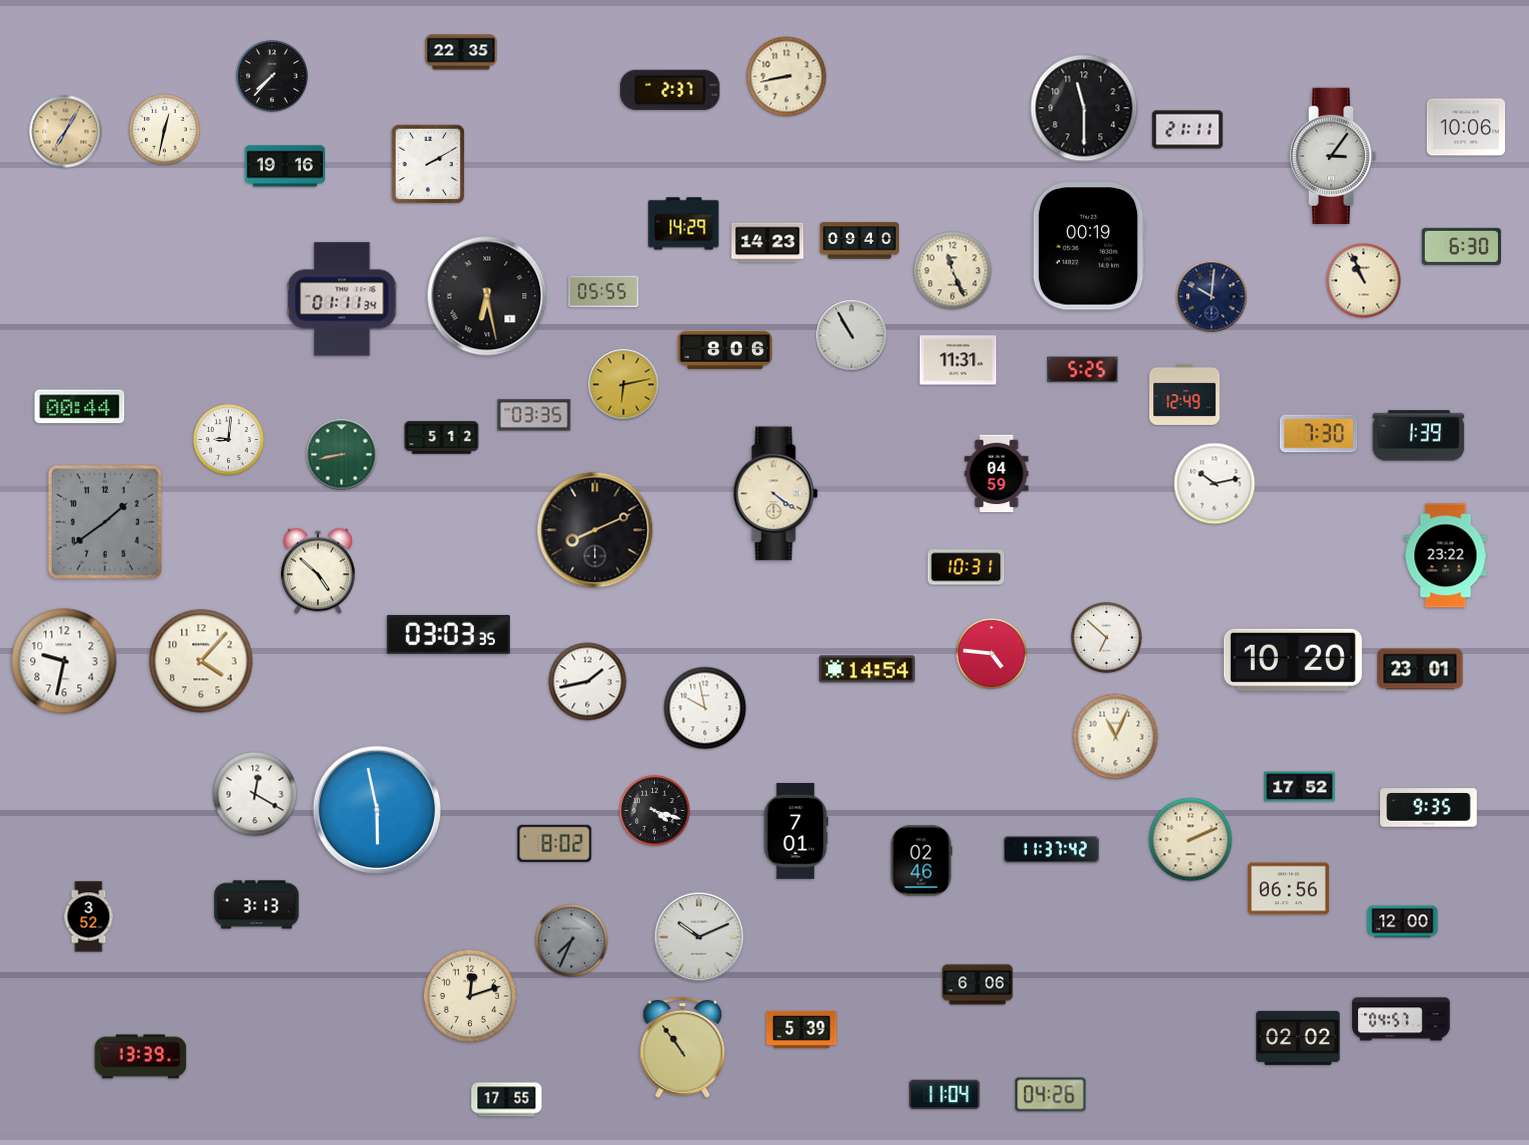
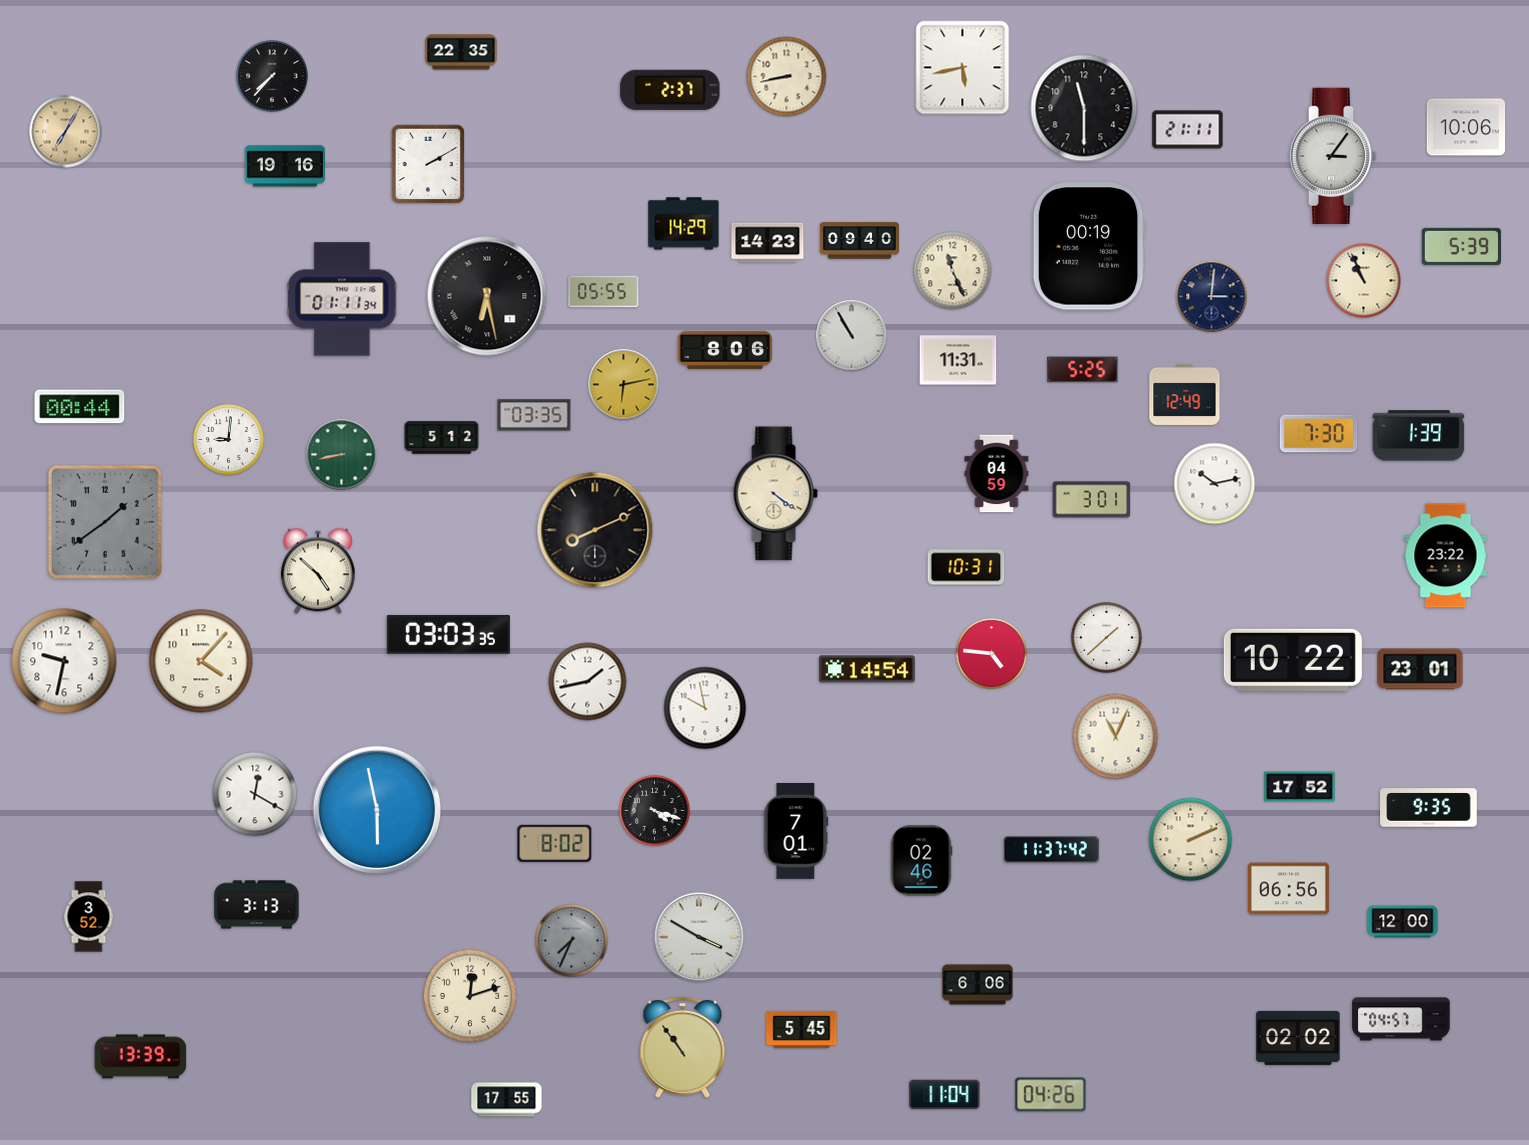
clock at (963, 68): none -> 5:43
clock at (165, 130): 12:32 -> none
clock at (1461, 246): 6:30 -> 5:39
clock at (1212, 297): 10:01 -> 3:01
clock at (1092, 500): none -> 3:01
clock at (1107, 638): 6:52 -> 1:38
clock at (1293, 660): 10:20 -> 10:22
clock at (699, 937): 10:11 -> 3:50
clock at (802, 1029): 5:39 -> 5:45
